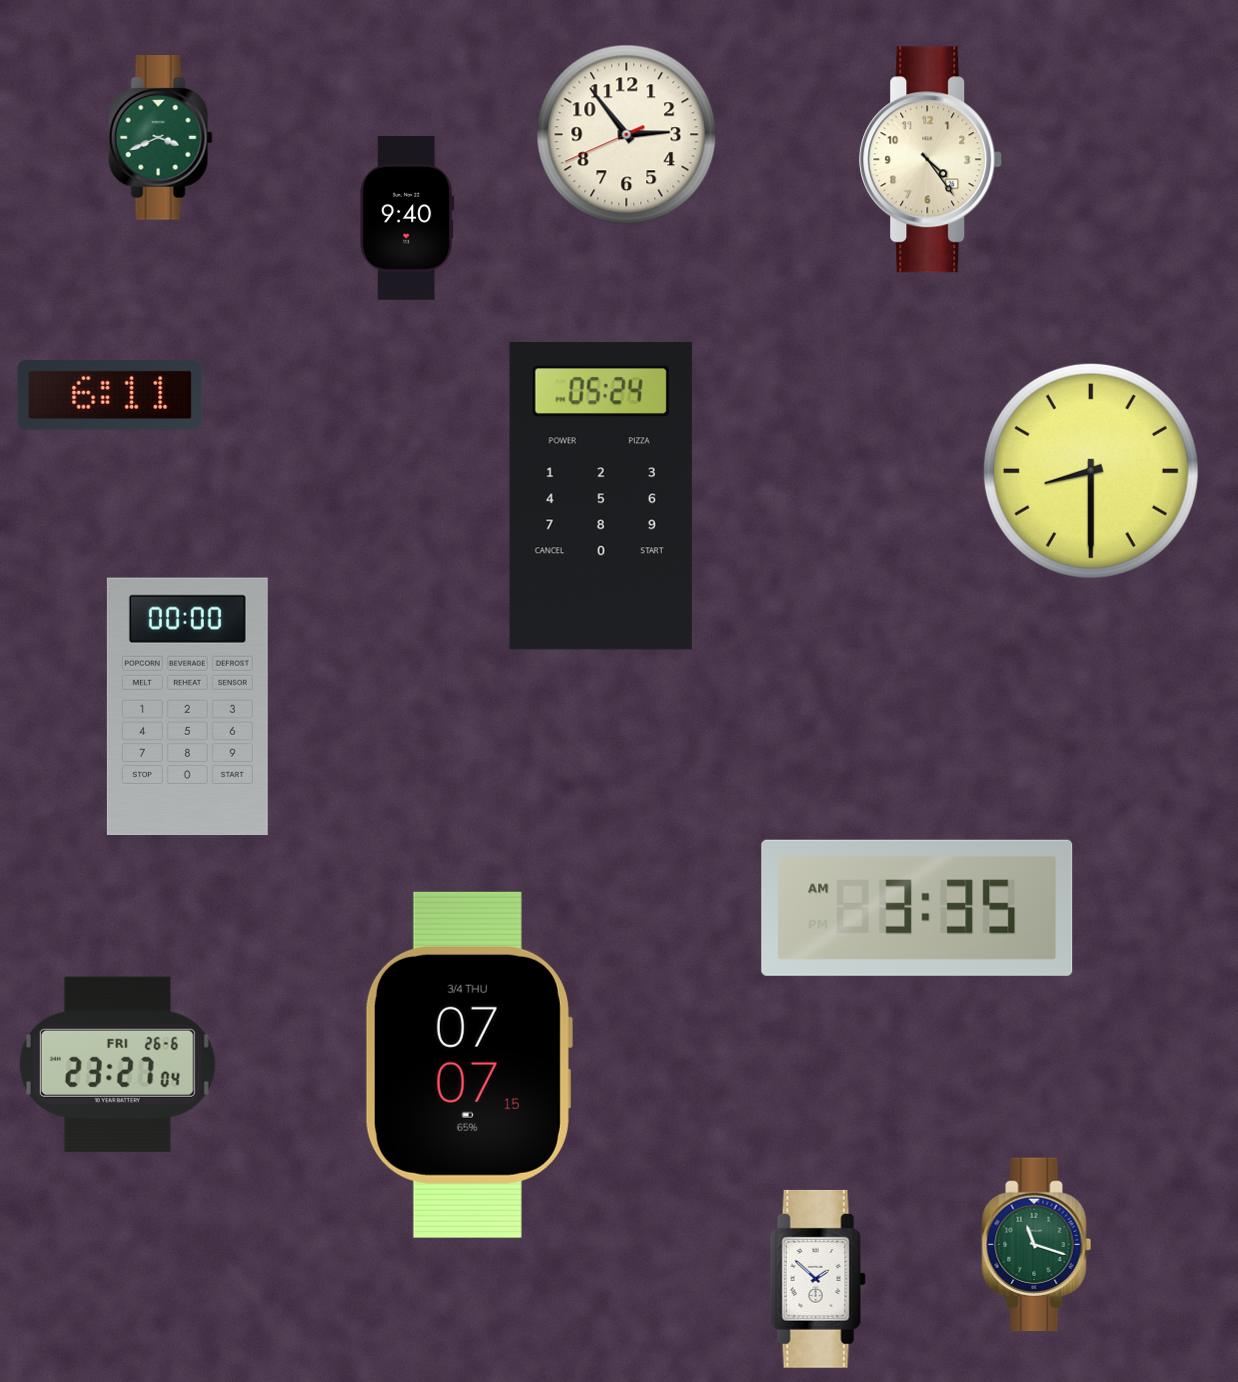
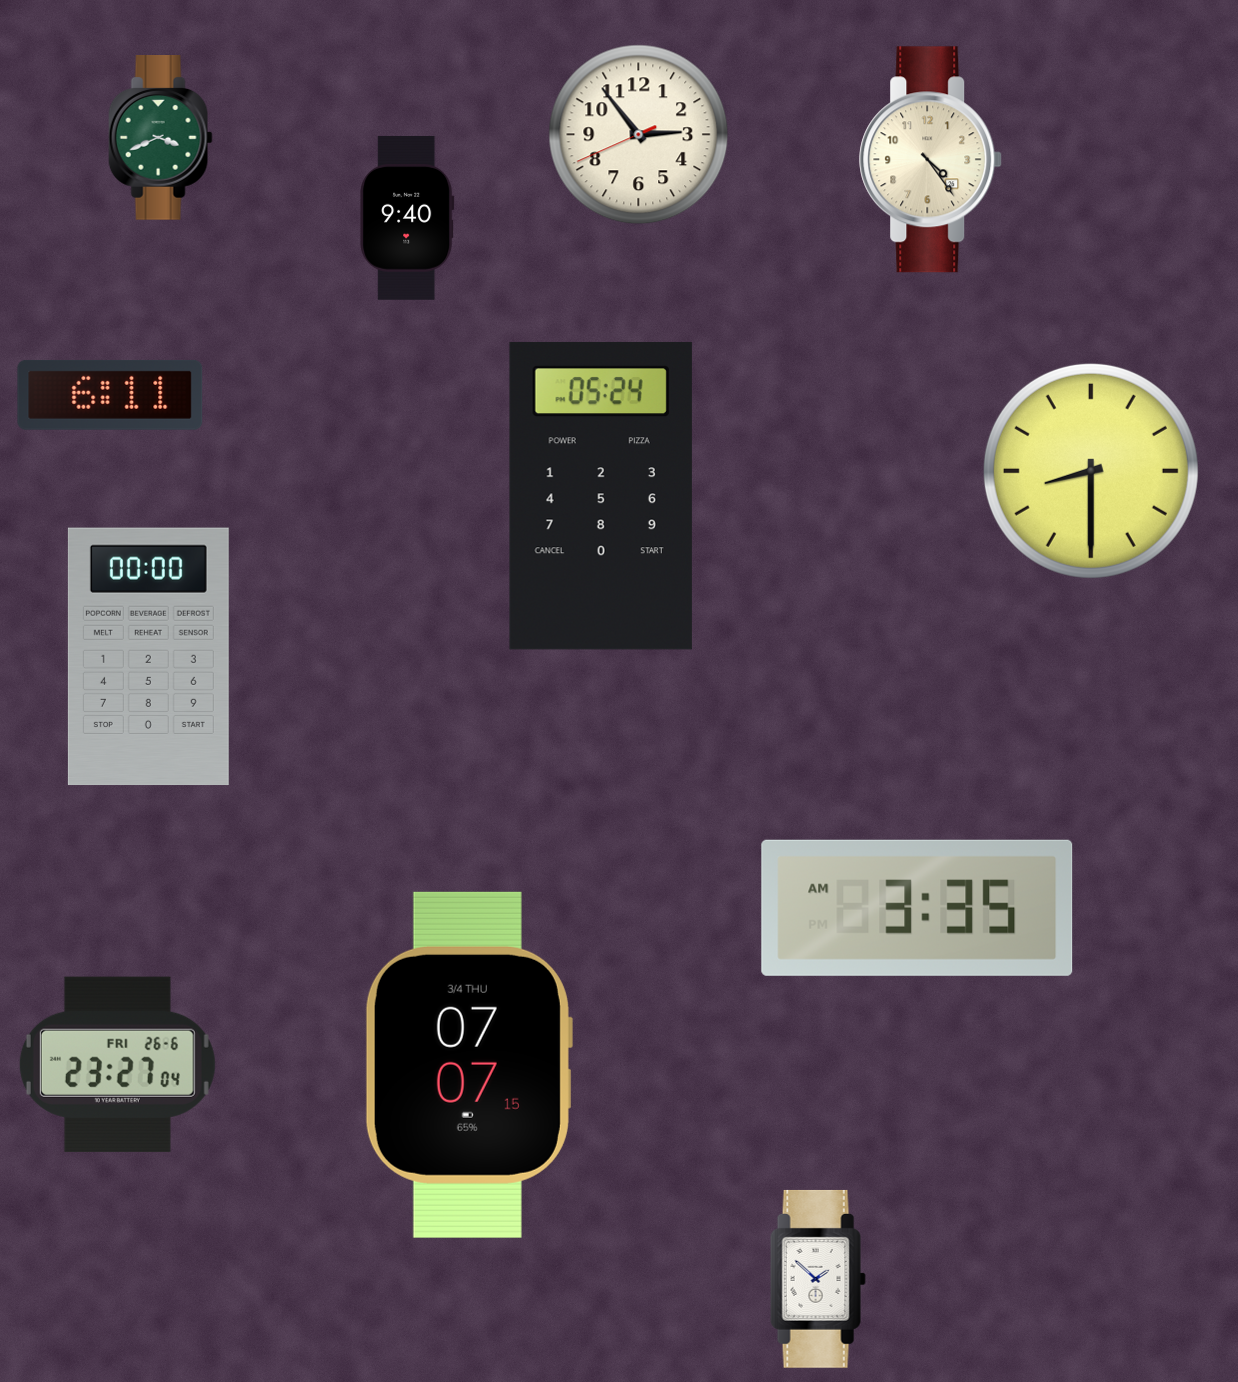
clock at (627, 135) position: (627, 135) -> (639, 135)
clock at (187, 707) position: (187, 707) -> (148, 657)
clock at (1037, 1245): 11:18 -> none
